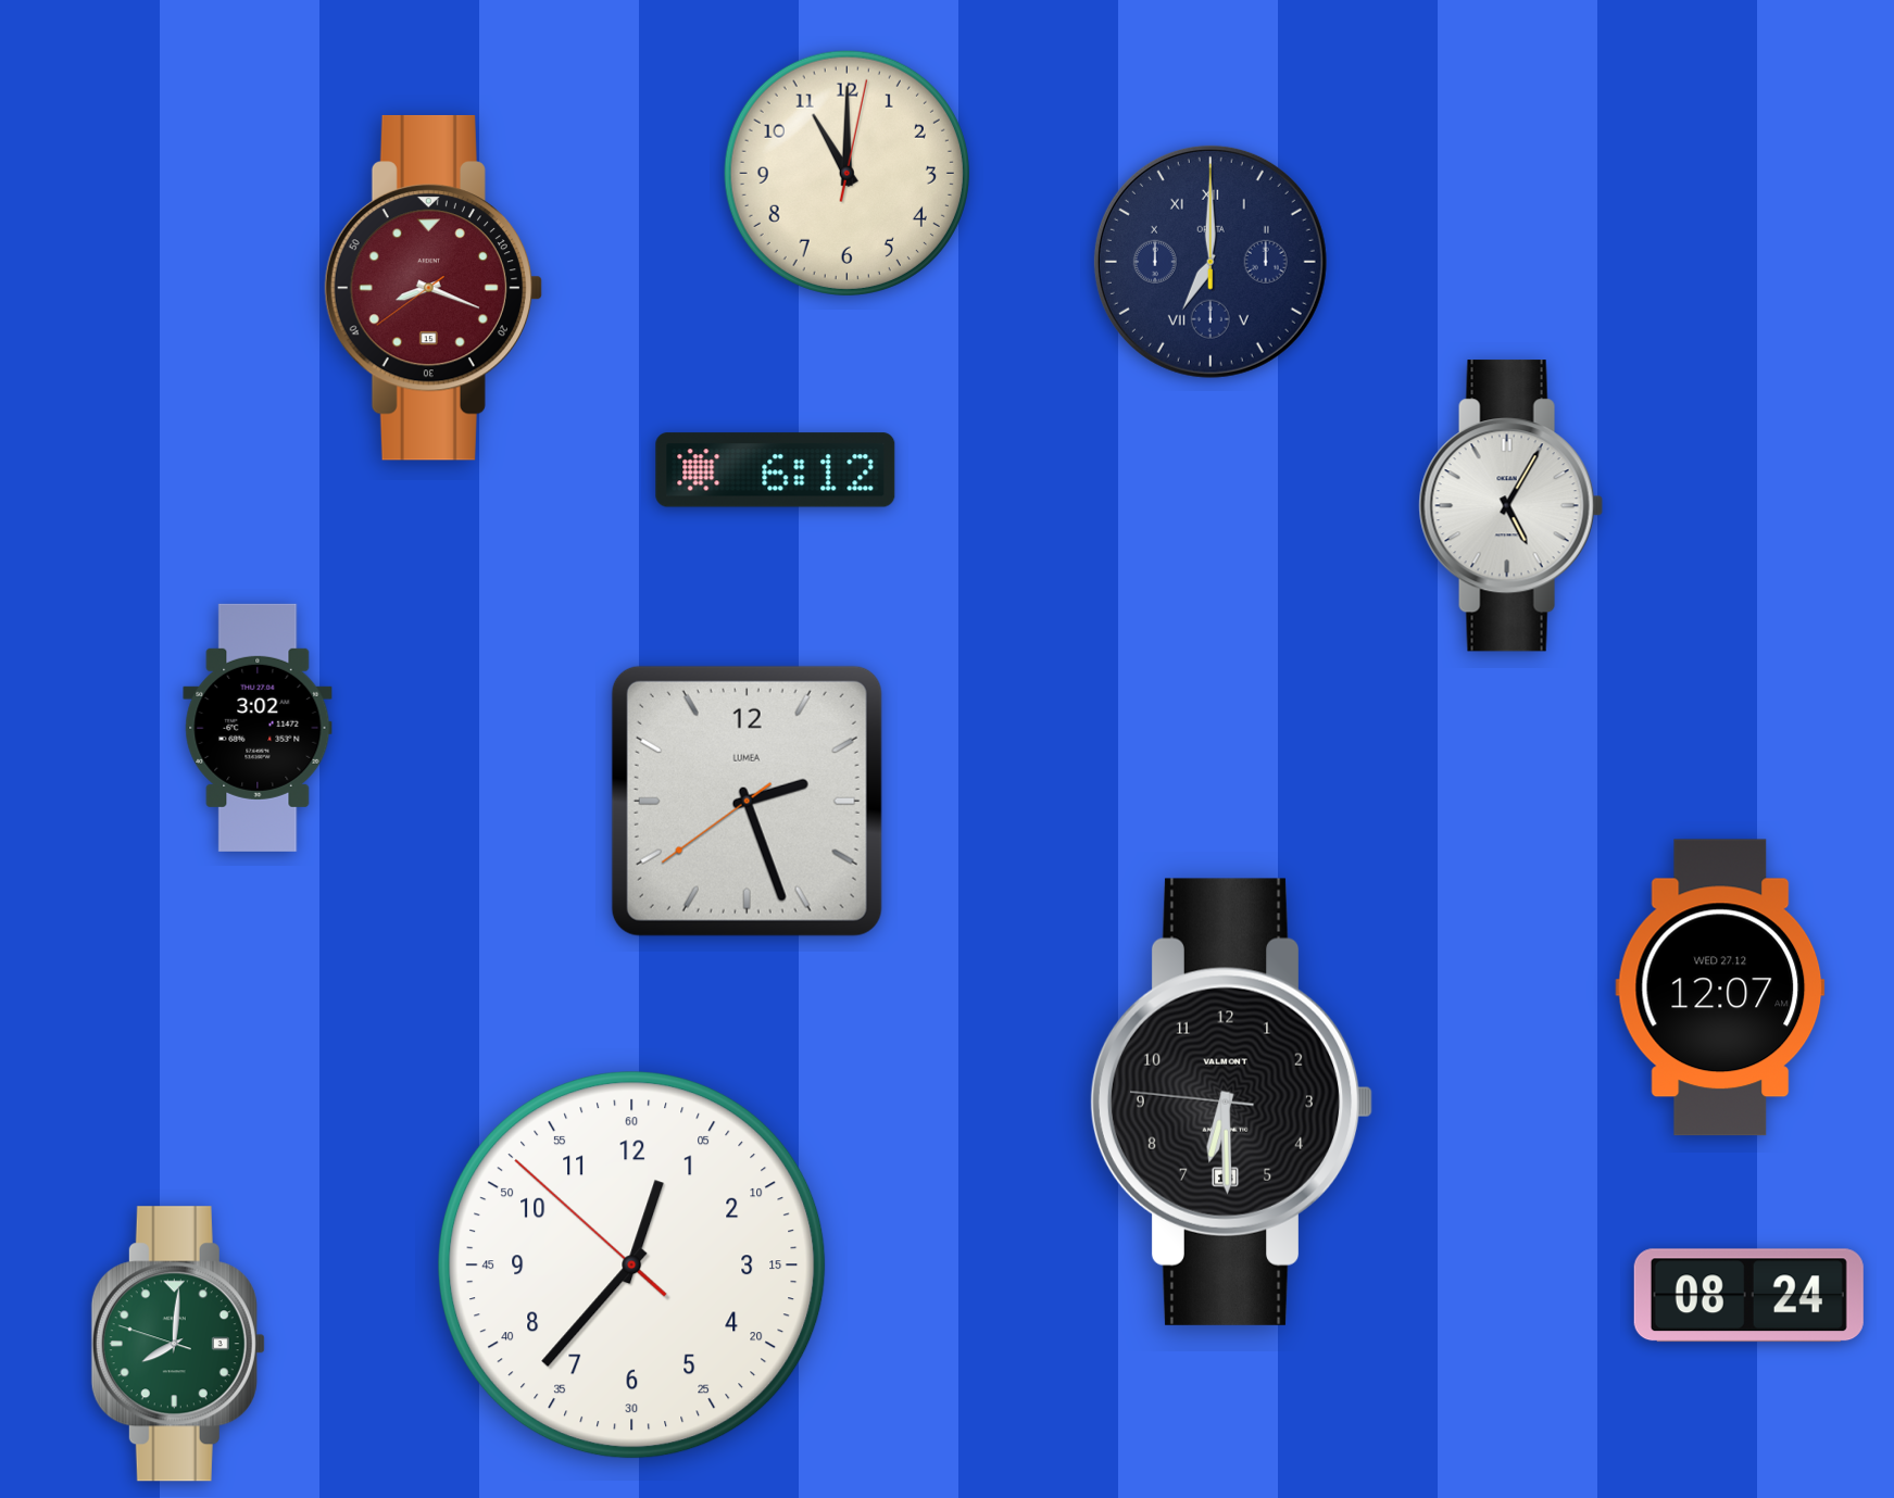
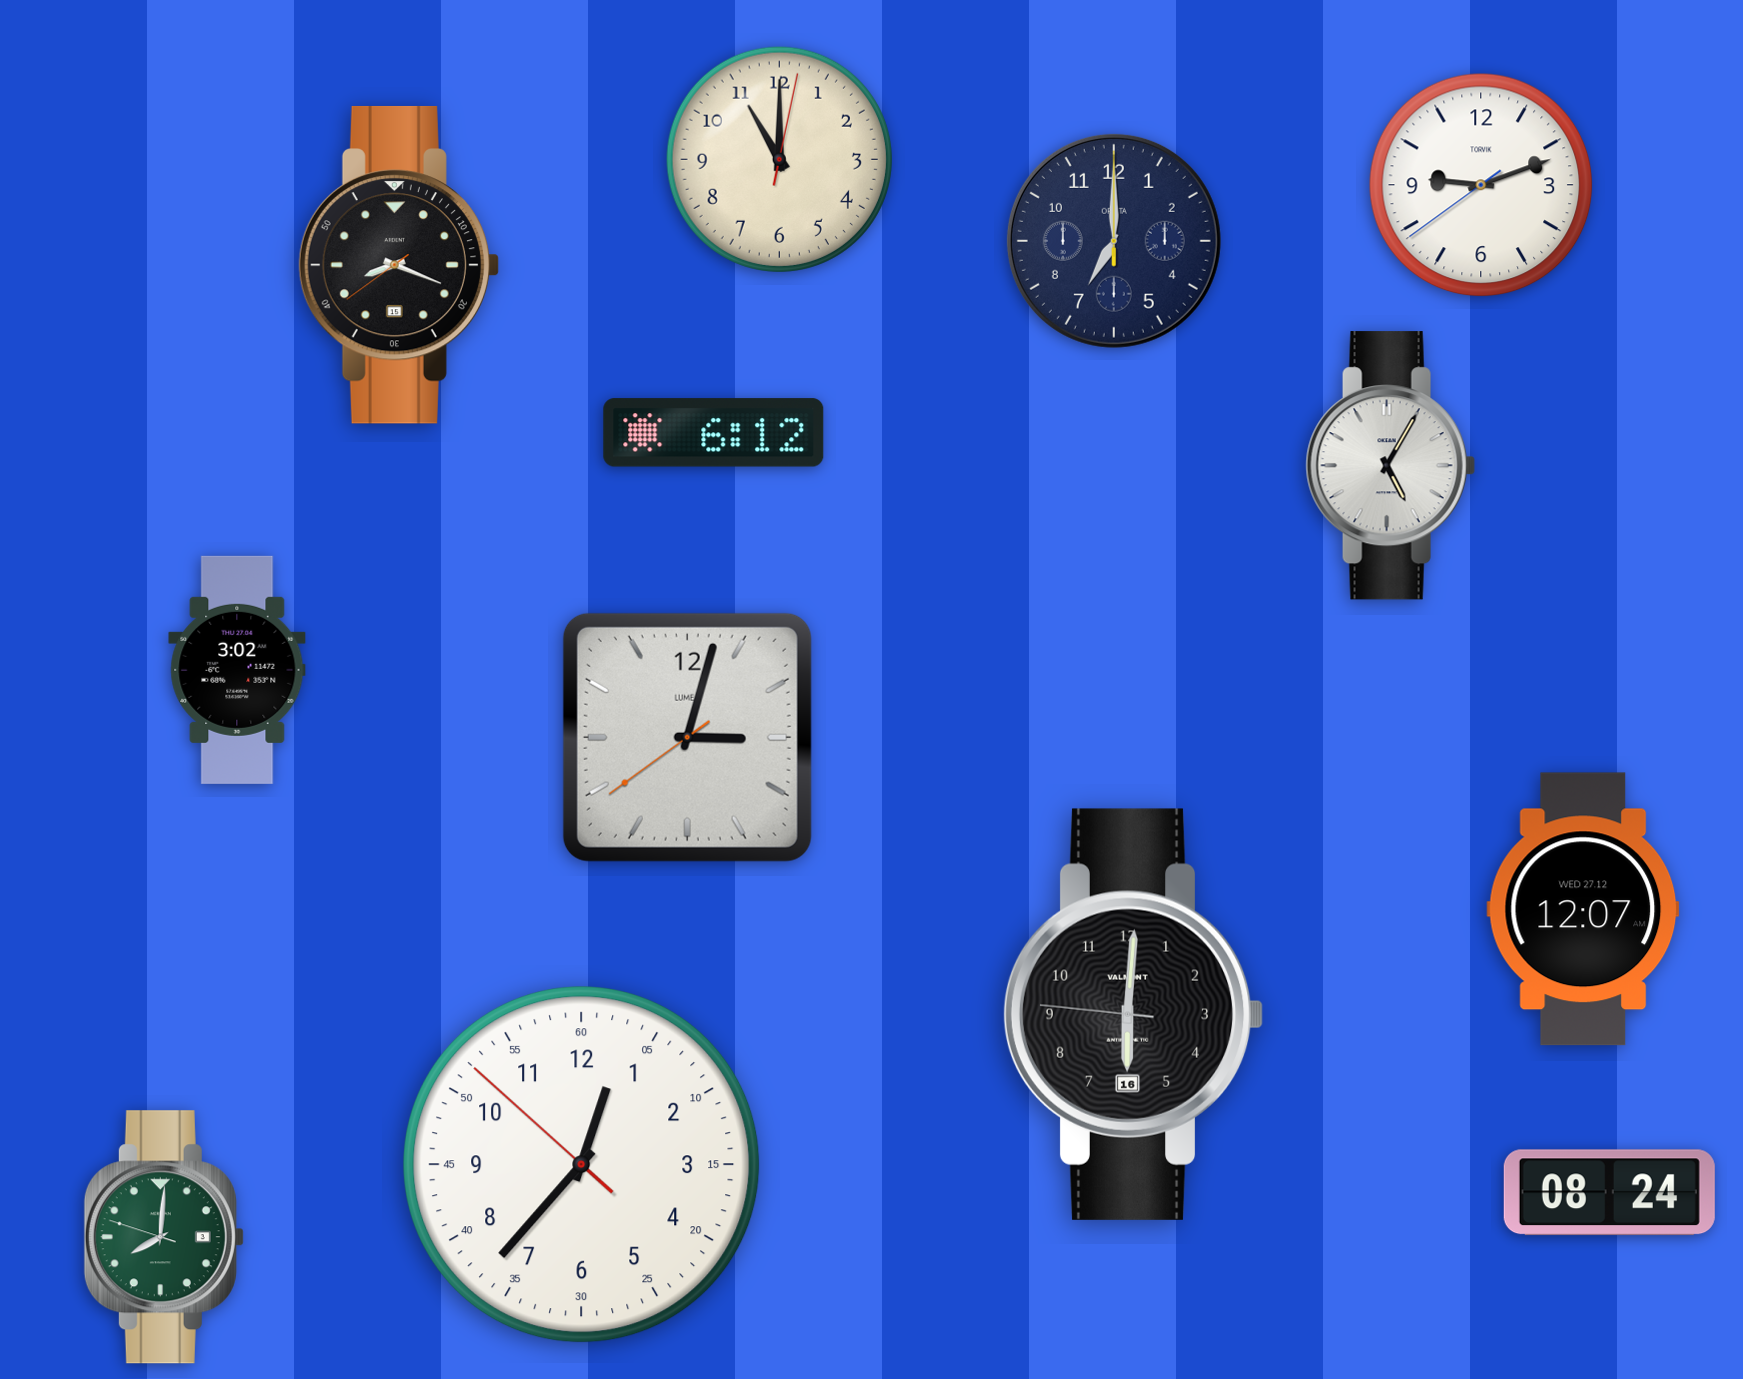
clock at (1481, 185): none -> 9:11
clock at (1211, 262) numerals: Roman -> Arabic
clock at (432, 288) dial: burgundy -> black
clock at (747, 801): 2:26 -> 3:02
clock at (1231, 1102): 6:29 -> 6:00
